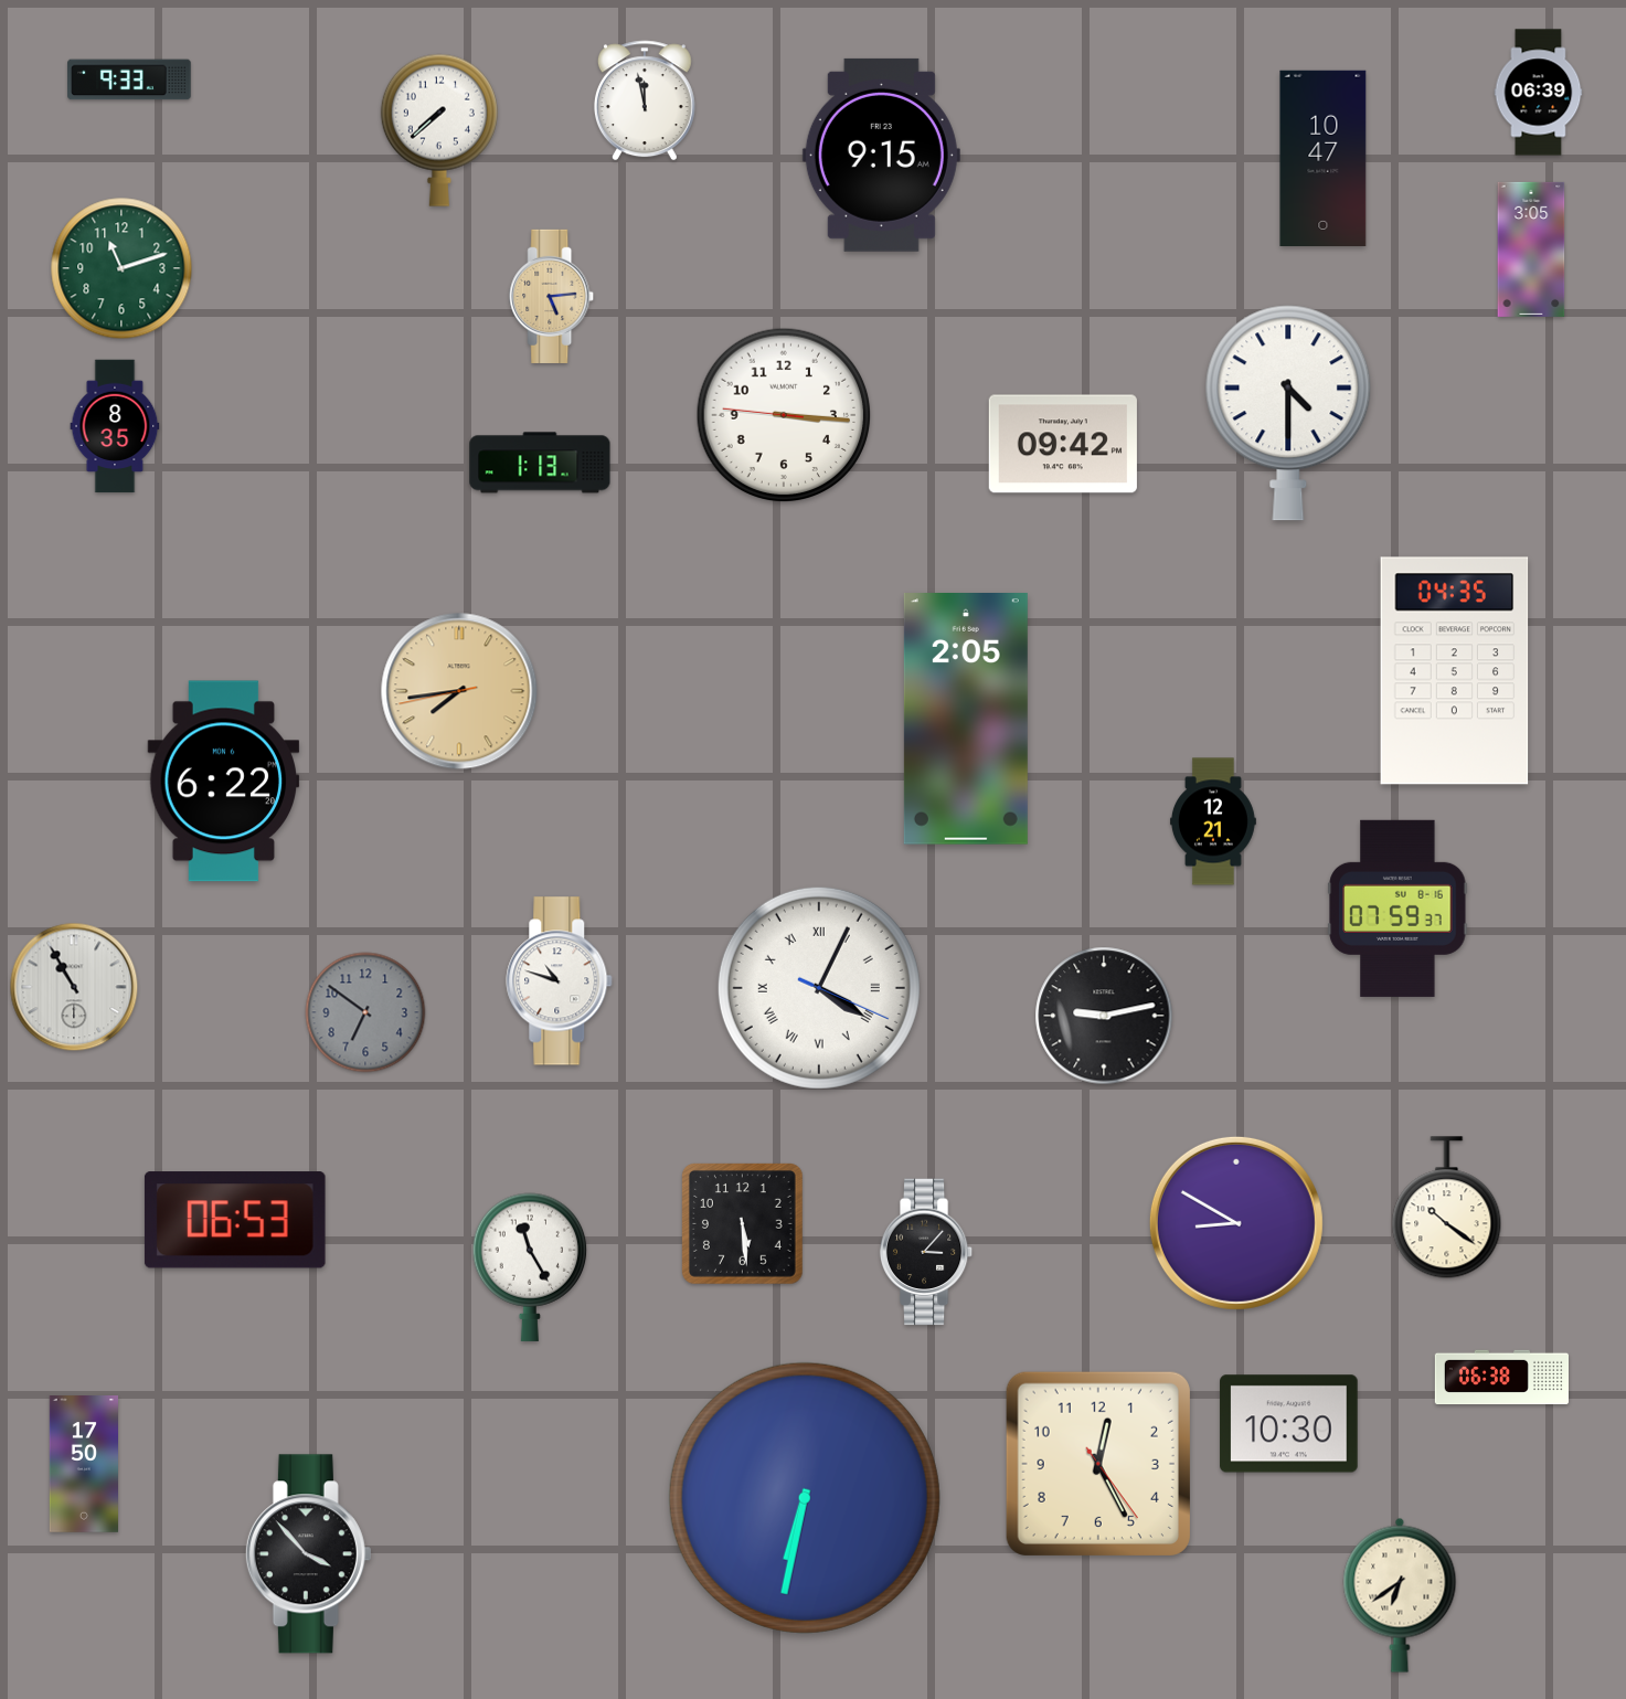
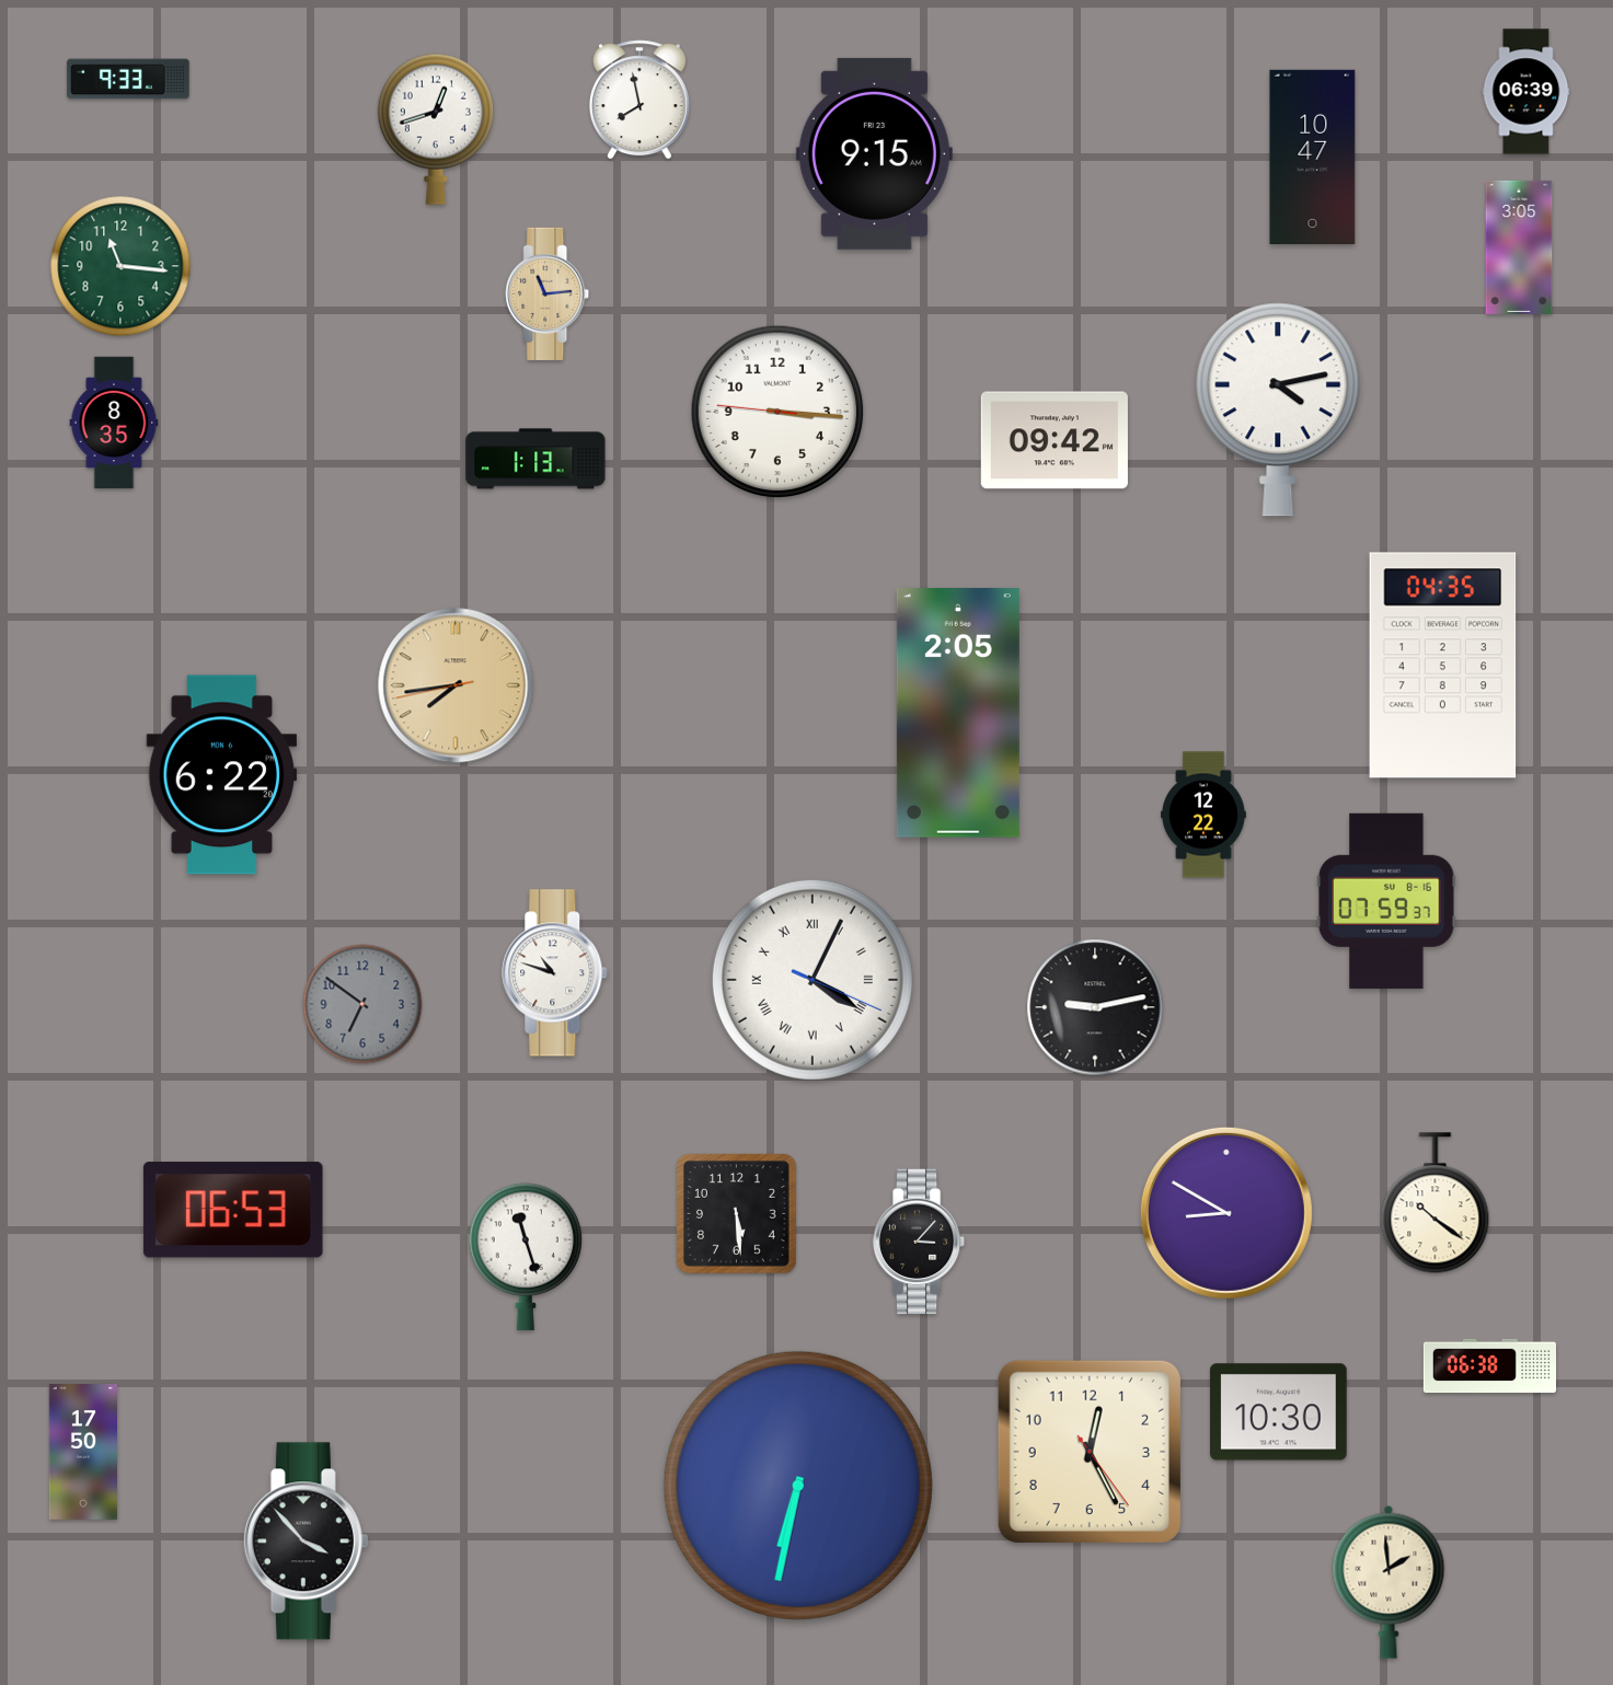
clock at (645, 100): 11:58 -> 7:58
clock at (439, 130): 7:38 -> 12:42
clock at (121, 268): 11:12 -> 11:16
clock at (552, 296): 5:14 -> 11:14
clock at (1288, 413): 4:30 -> 4:13
clock at (1213, 821): 12:21 -> 12:22
clock at (74, 987): 10:55 -> none
clock at (1447, 1208) position: (1447, 1208) -> (1436, 1203)
clock at (530, 1267): 11:25 -> 11:27
clock at (1400, 1595): 6:39 -> 1:59
